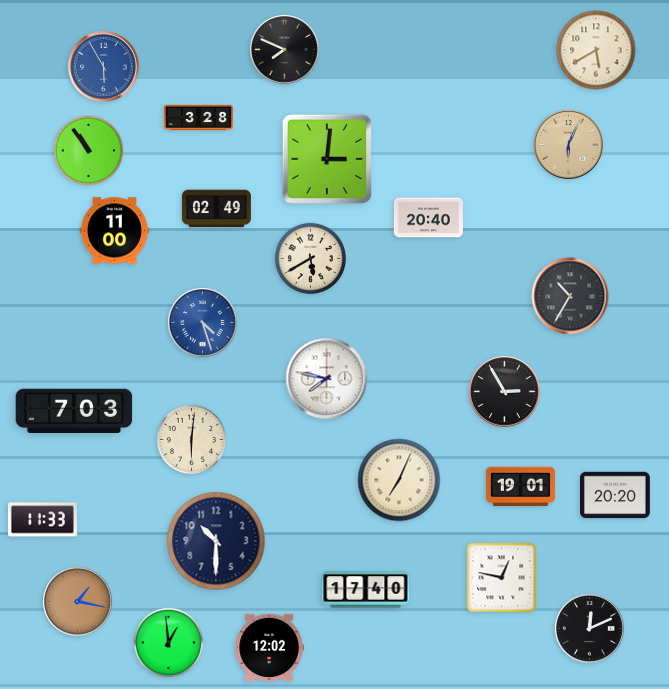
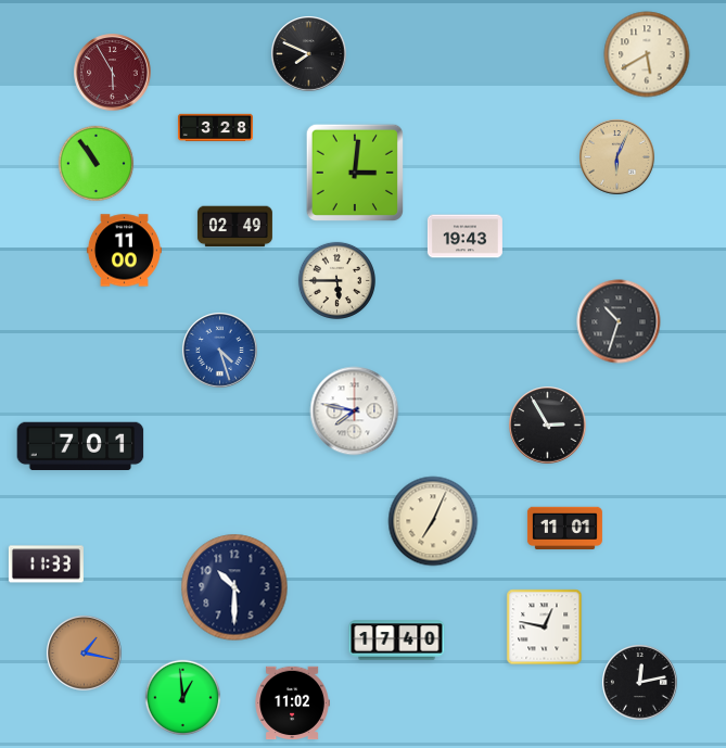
clock at (104, 67) dial: blue -> burgundy
clock at (428, 218): 20:40 -> 19:43
clock at (310, 258): 5:40 -> 5:45
clock at (570, 296): 10:35 -> 10:33
clock at (74, 411): 7:03 -> 7:01
clock at (192, 440): 6:01 -> none
clock at (520, 487): 19:01 -> 11:01
clock at (616, 495): 20:20 -> none
clock at (590, 629): 12:11 -> 12:13
clock at (269, 648): 12:02 -> 11:02
